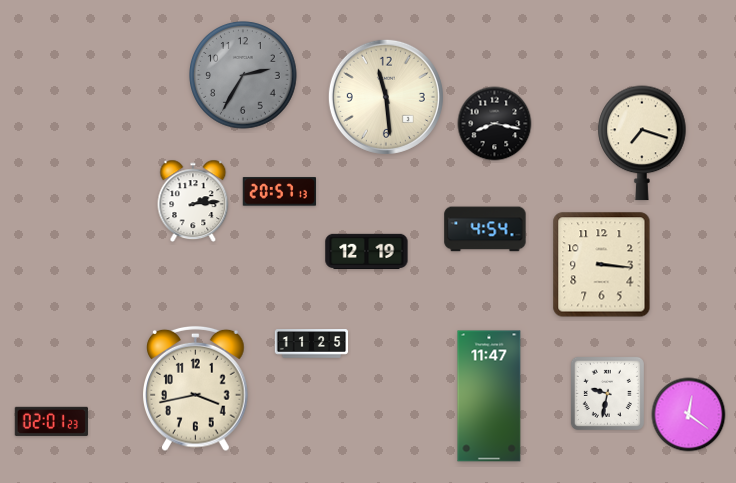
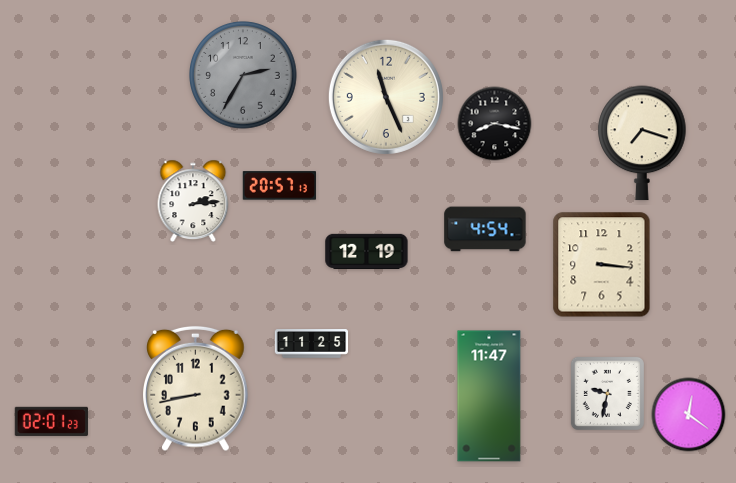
clock at (386, 97): 11:29 -> 11:26
clock at (279, 192) position: (279, 192) -> (279, 186)
clock at (196, 389): 3:43 -> 8:43
